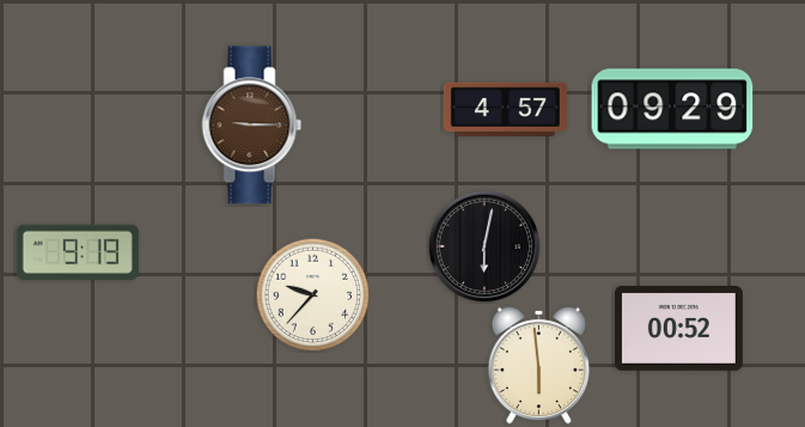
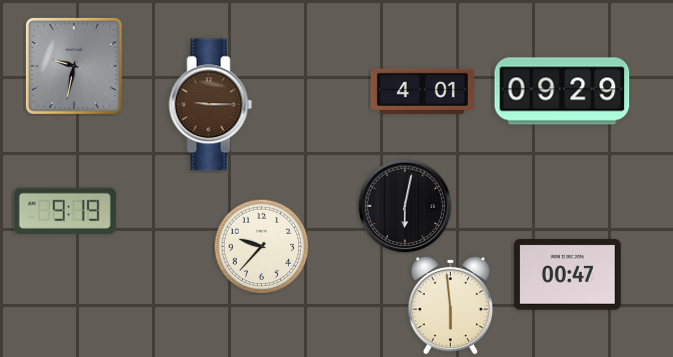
clock at (74, 66): none -> 9:32
clock at (505, 109): 4:57 -> 4:01
clock at (678, 328): 00:52 -> 00:47
